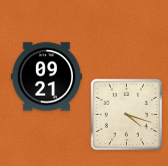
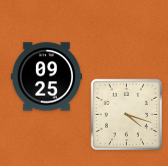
clock at (46, 77): 09:21 -> 09:25
